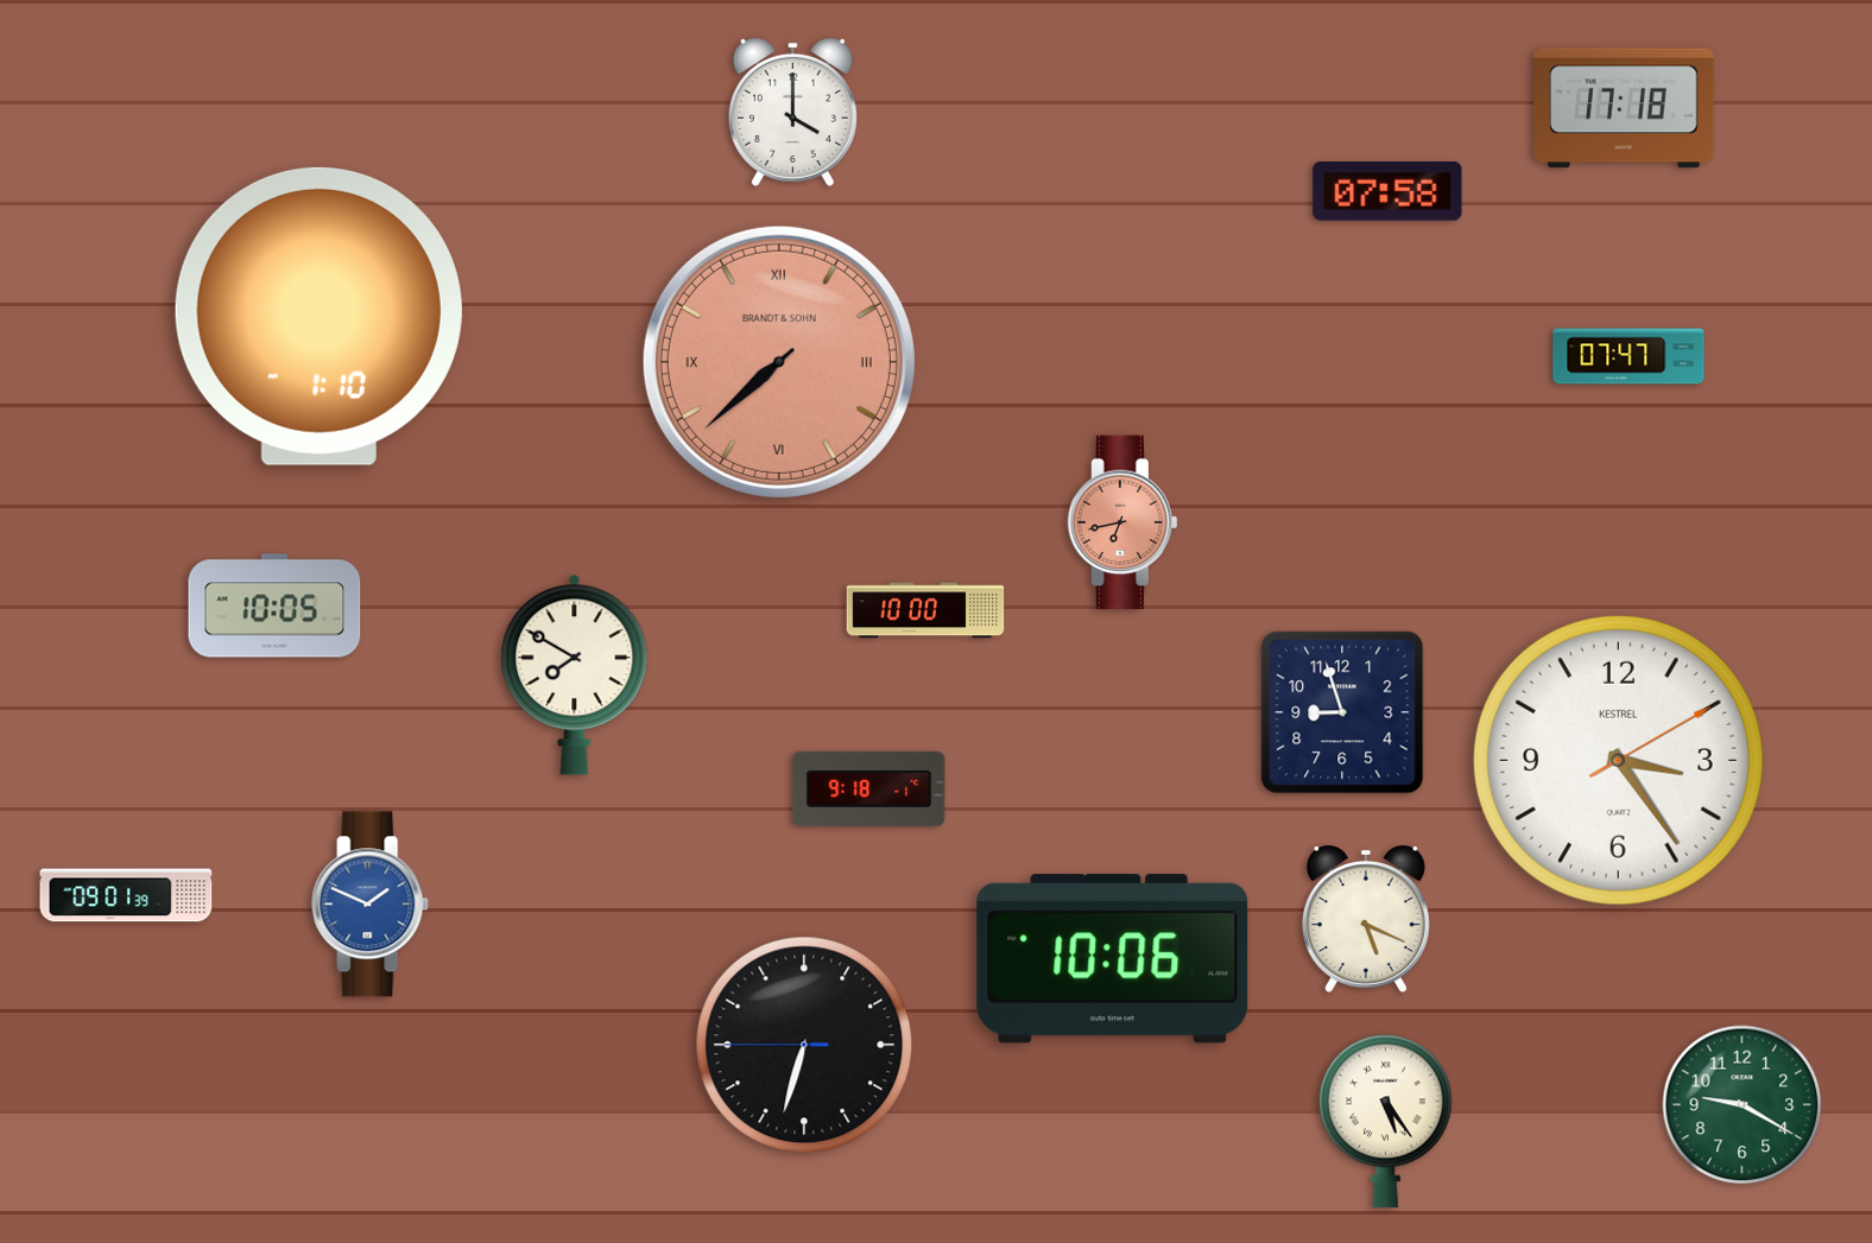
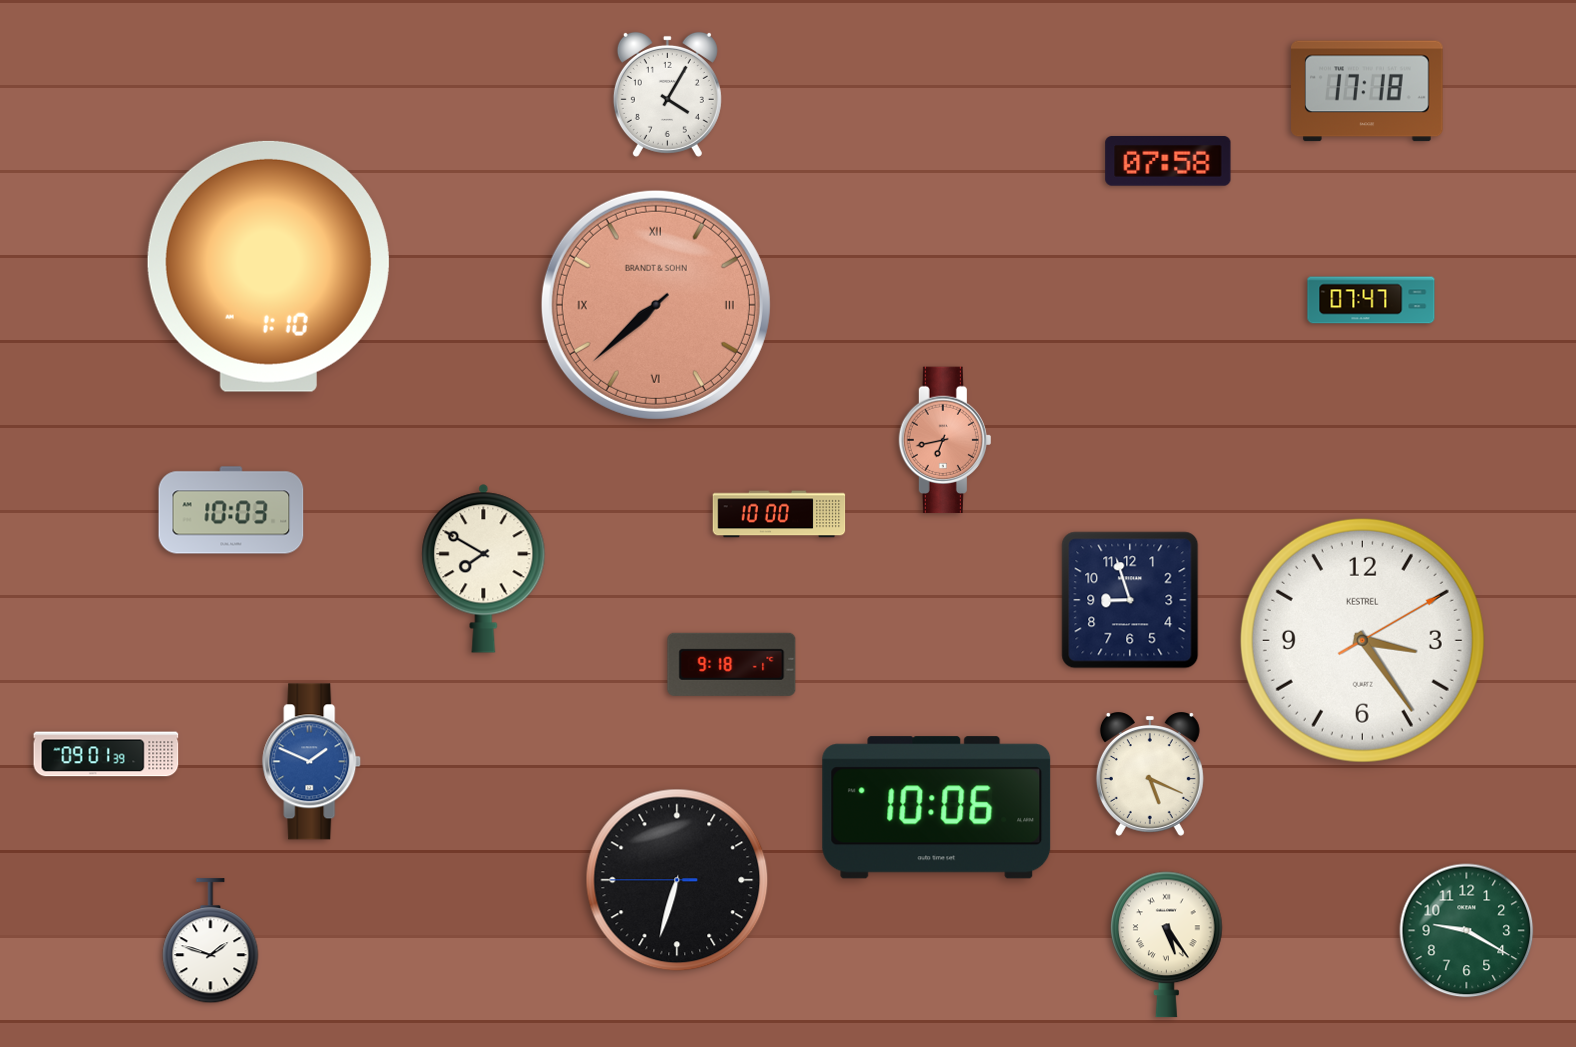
clock at (792, 112): 4:00 -> 4:05
clock at (274, 605): 10:05 -> 10:03
clock at (211, 941): none -> 1:48
